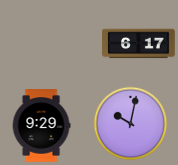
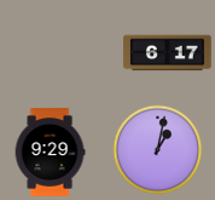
clock at (131, 124): 10:02 -> 1:02
